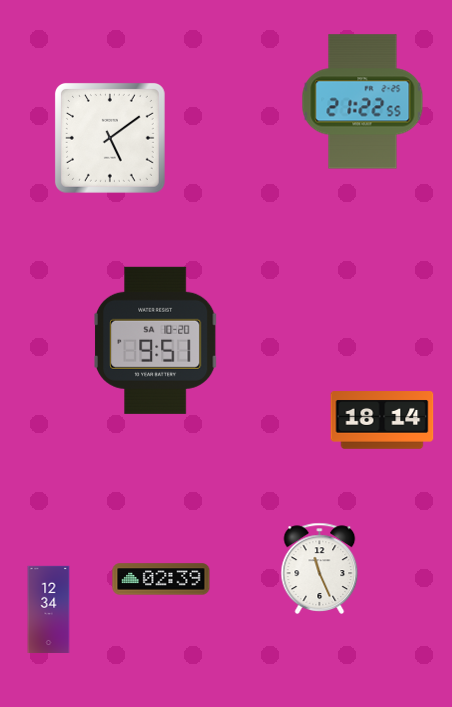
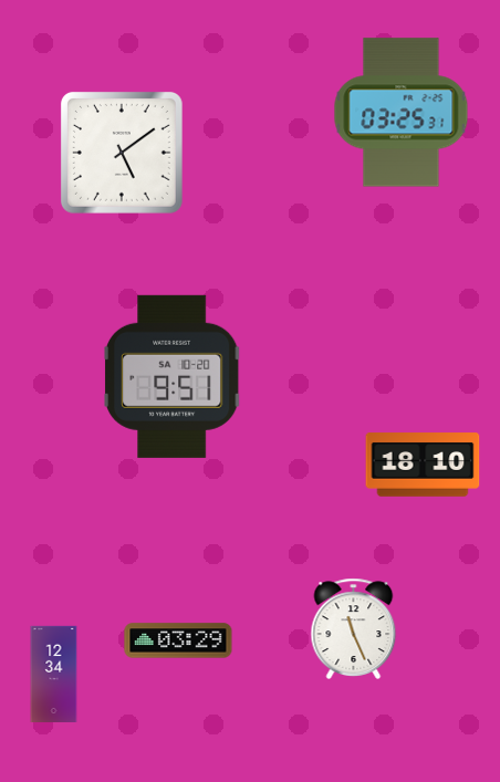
clock at (363, 102): 21:22 -> 03:25
clock at (382, 420): 18:14 -> 18:10
clock at (161, 579): 02:39 -> 03:29
